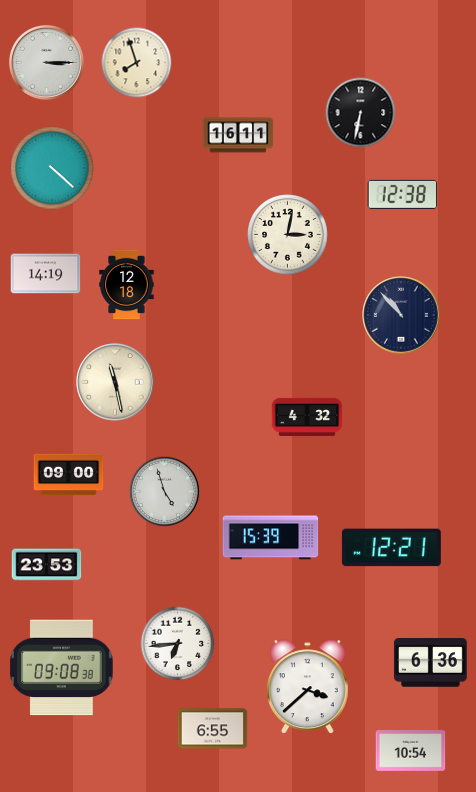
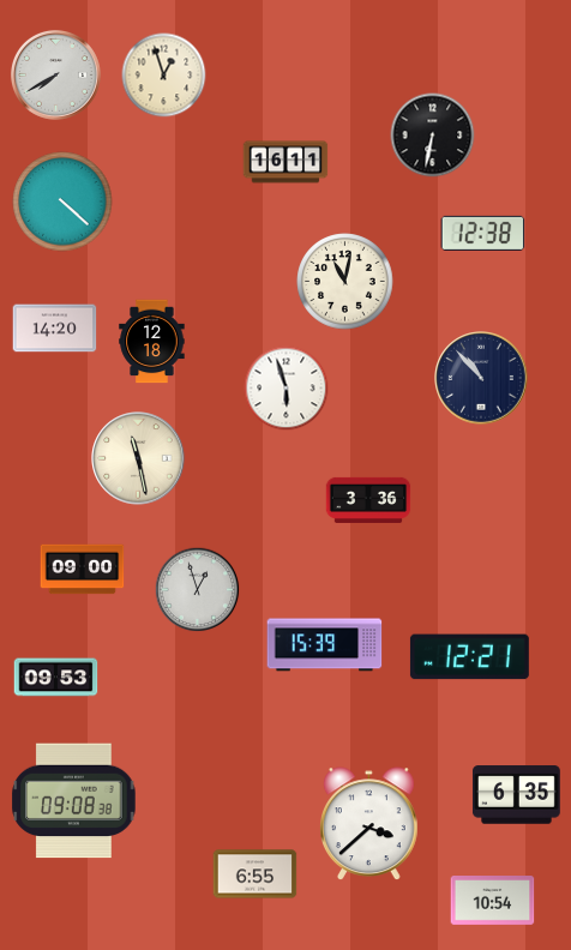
clock at (46, 62): 3:15 -> 7:40
clock at (137, 63): 7:57 -> 12:57
clock at (288, 235): 3:02 -> 11:02
clock at (46, 274): 14:19 -> 14:20
clock at (287, 389): none -> 5:57
clock at (307, 417): 4:32 -> 3:36
clock at (165, 492): 4:57 -> 12:57
clock at (47, 565): 23:53 -> 09:53
clock at (178, 644): 6:44 -> none
clock at (430, 663): 6:36 -> 6:35
